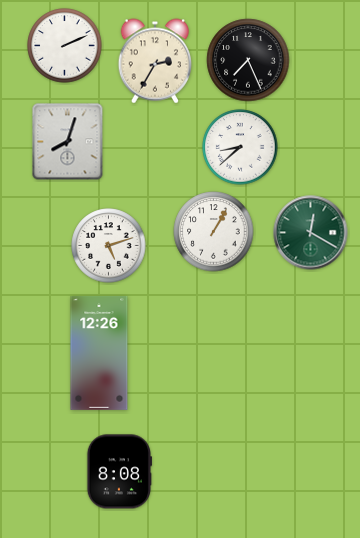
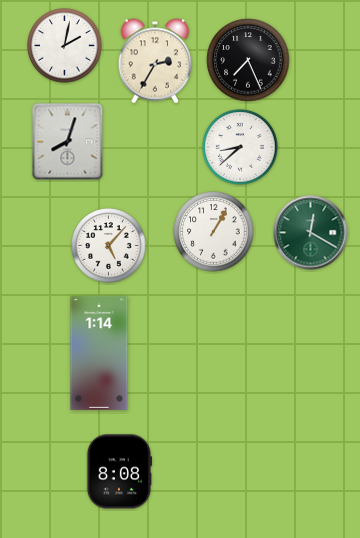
clock at (65, 46): 2:11 -> 2:02
clock at (109, 246): 5:12 -> 5:07
clock at (99, 353): 12:26 -> 1:14
